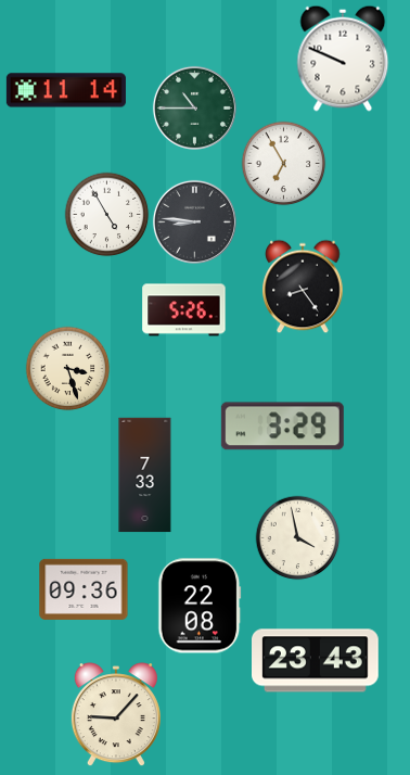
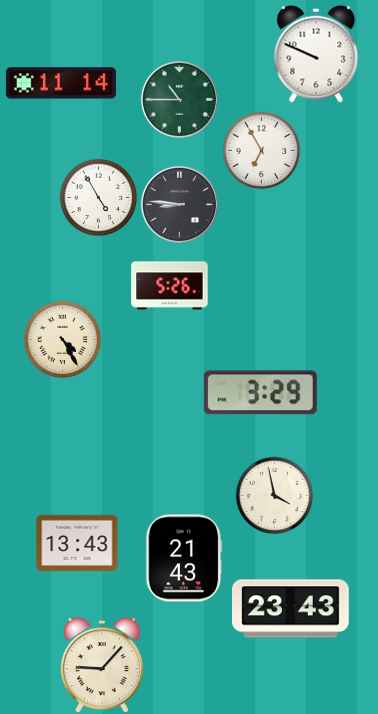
clock at (303, 287): 8:24 -> none
clock at (67, 368): 3:27 -> 4:25
clock at (145, 475): 7:33 -> none
clock at (84, 589): 09:36 -> 13:43
clock at (200, 606): 22:08 -> 21:43
clock at (116, 714) position: (116, 714) -> (102, 665)
